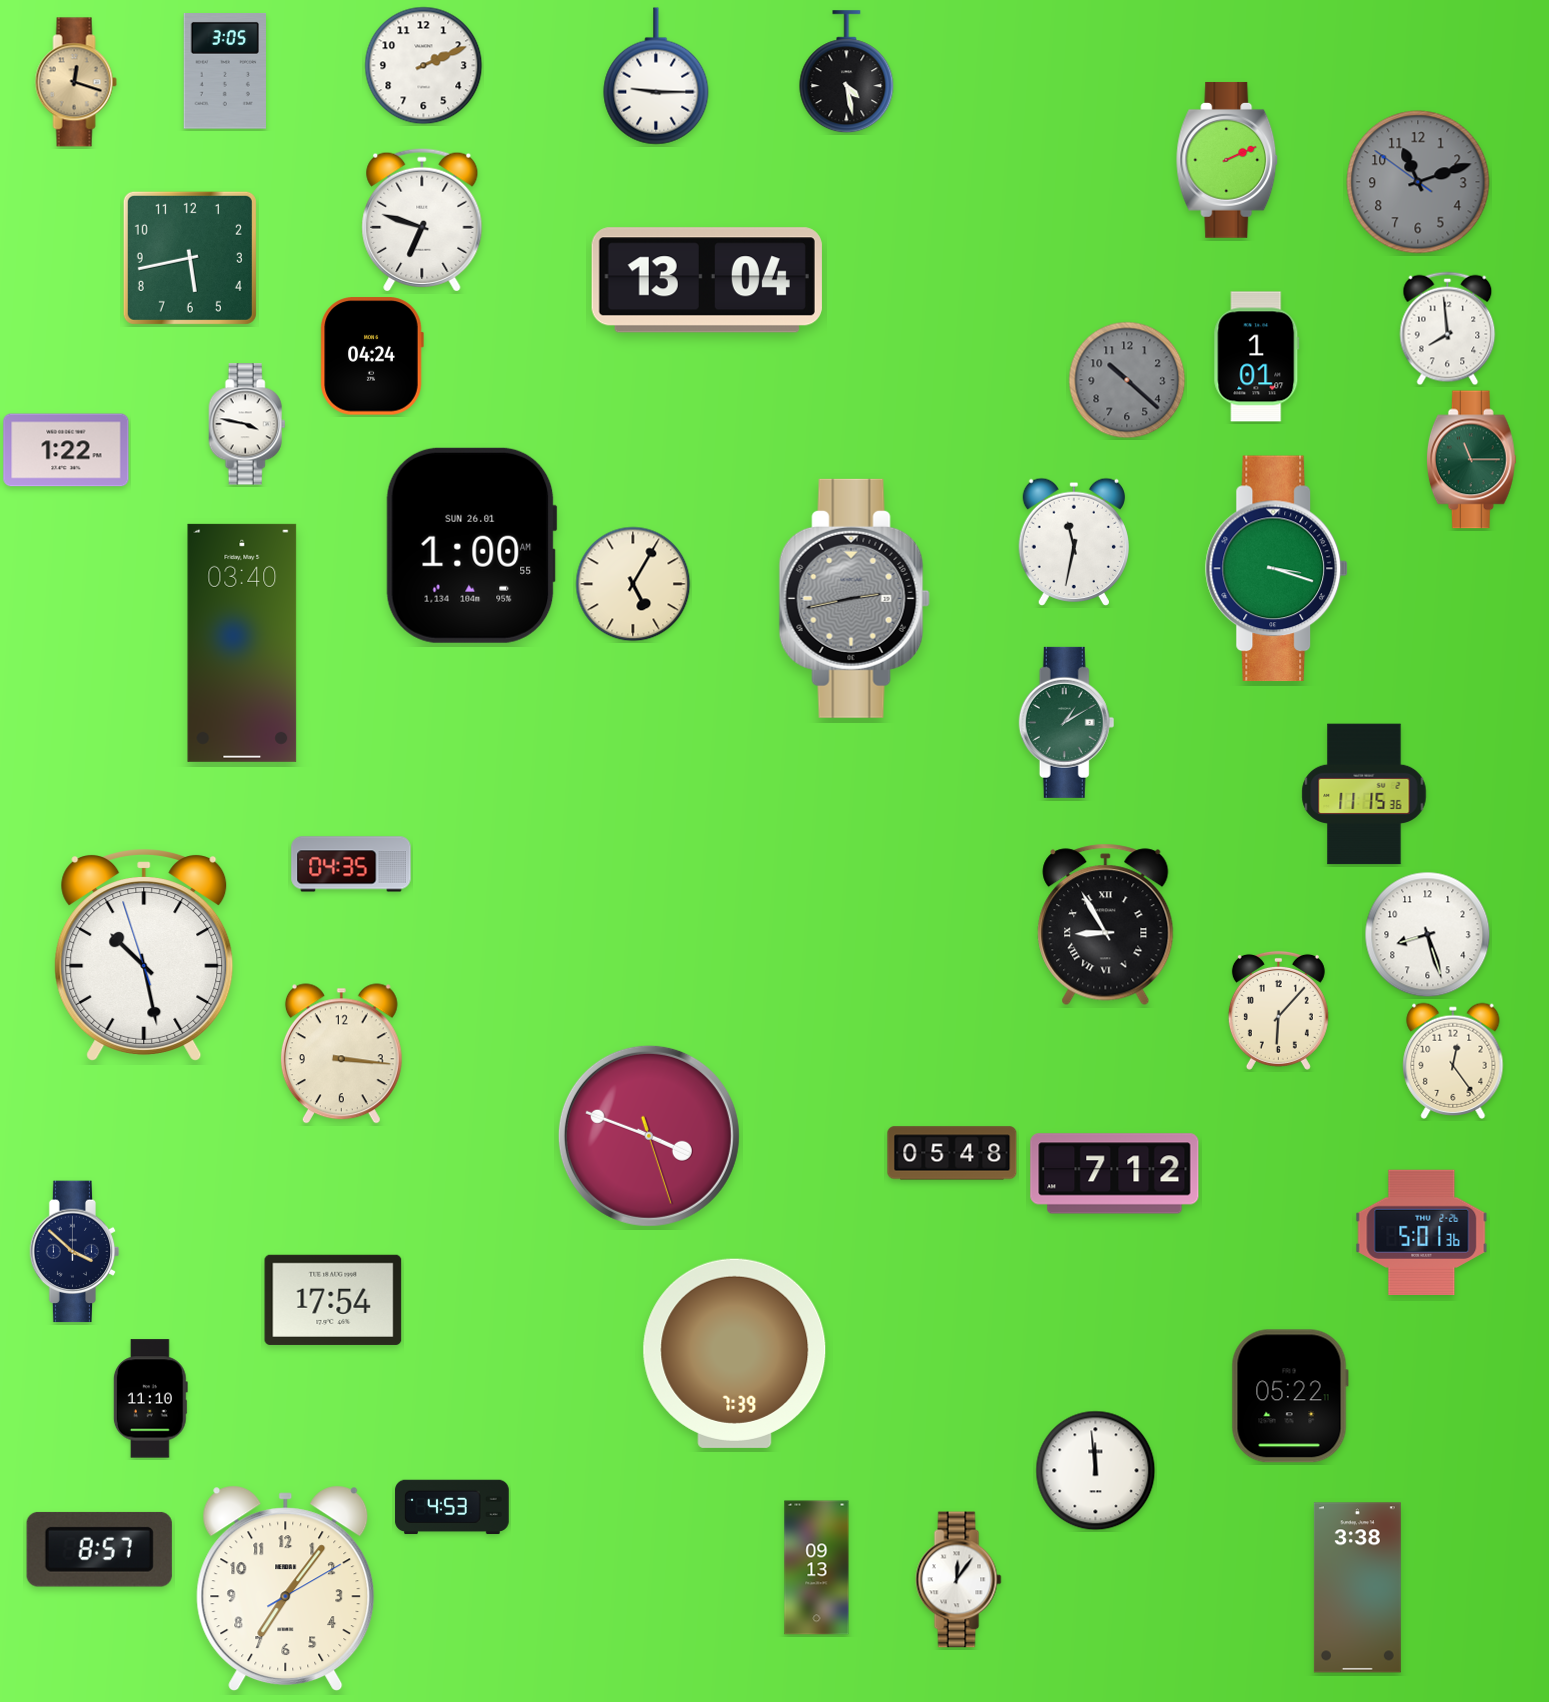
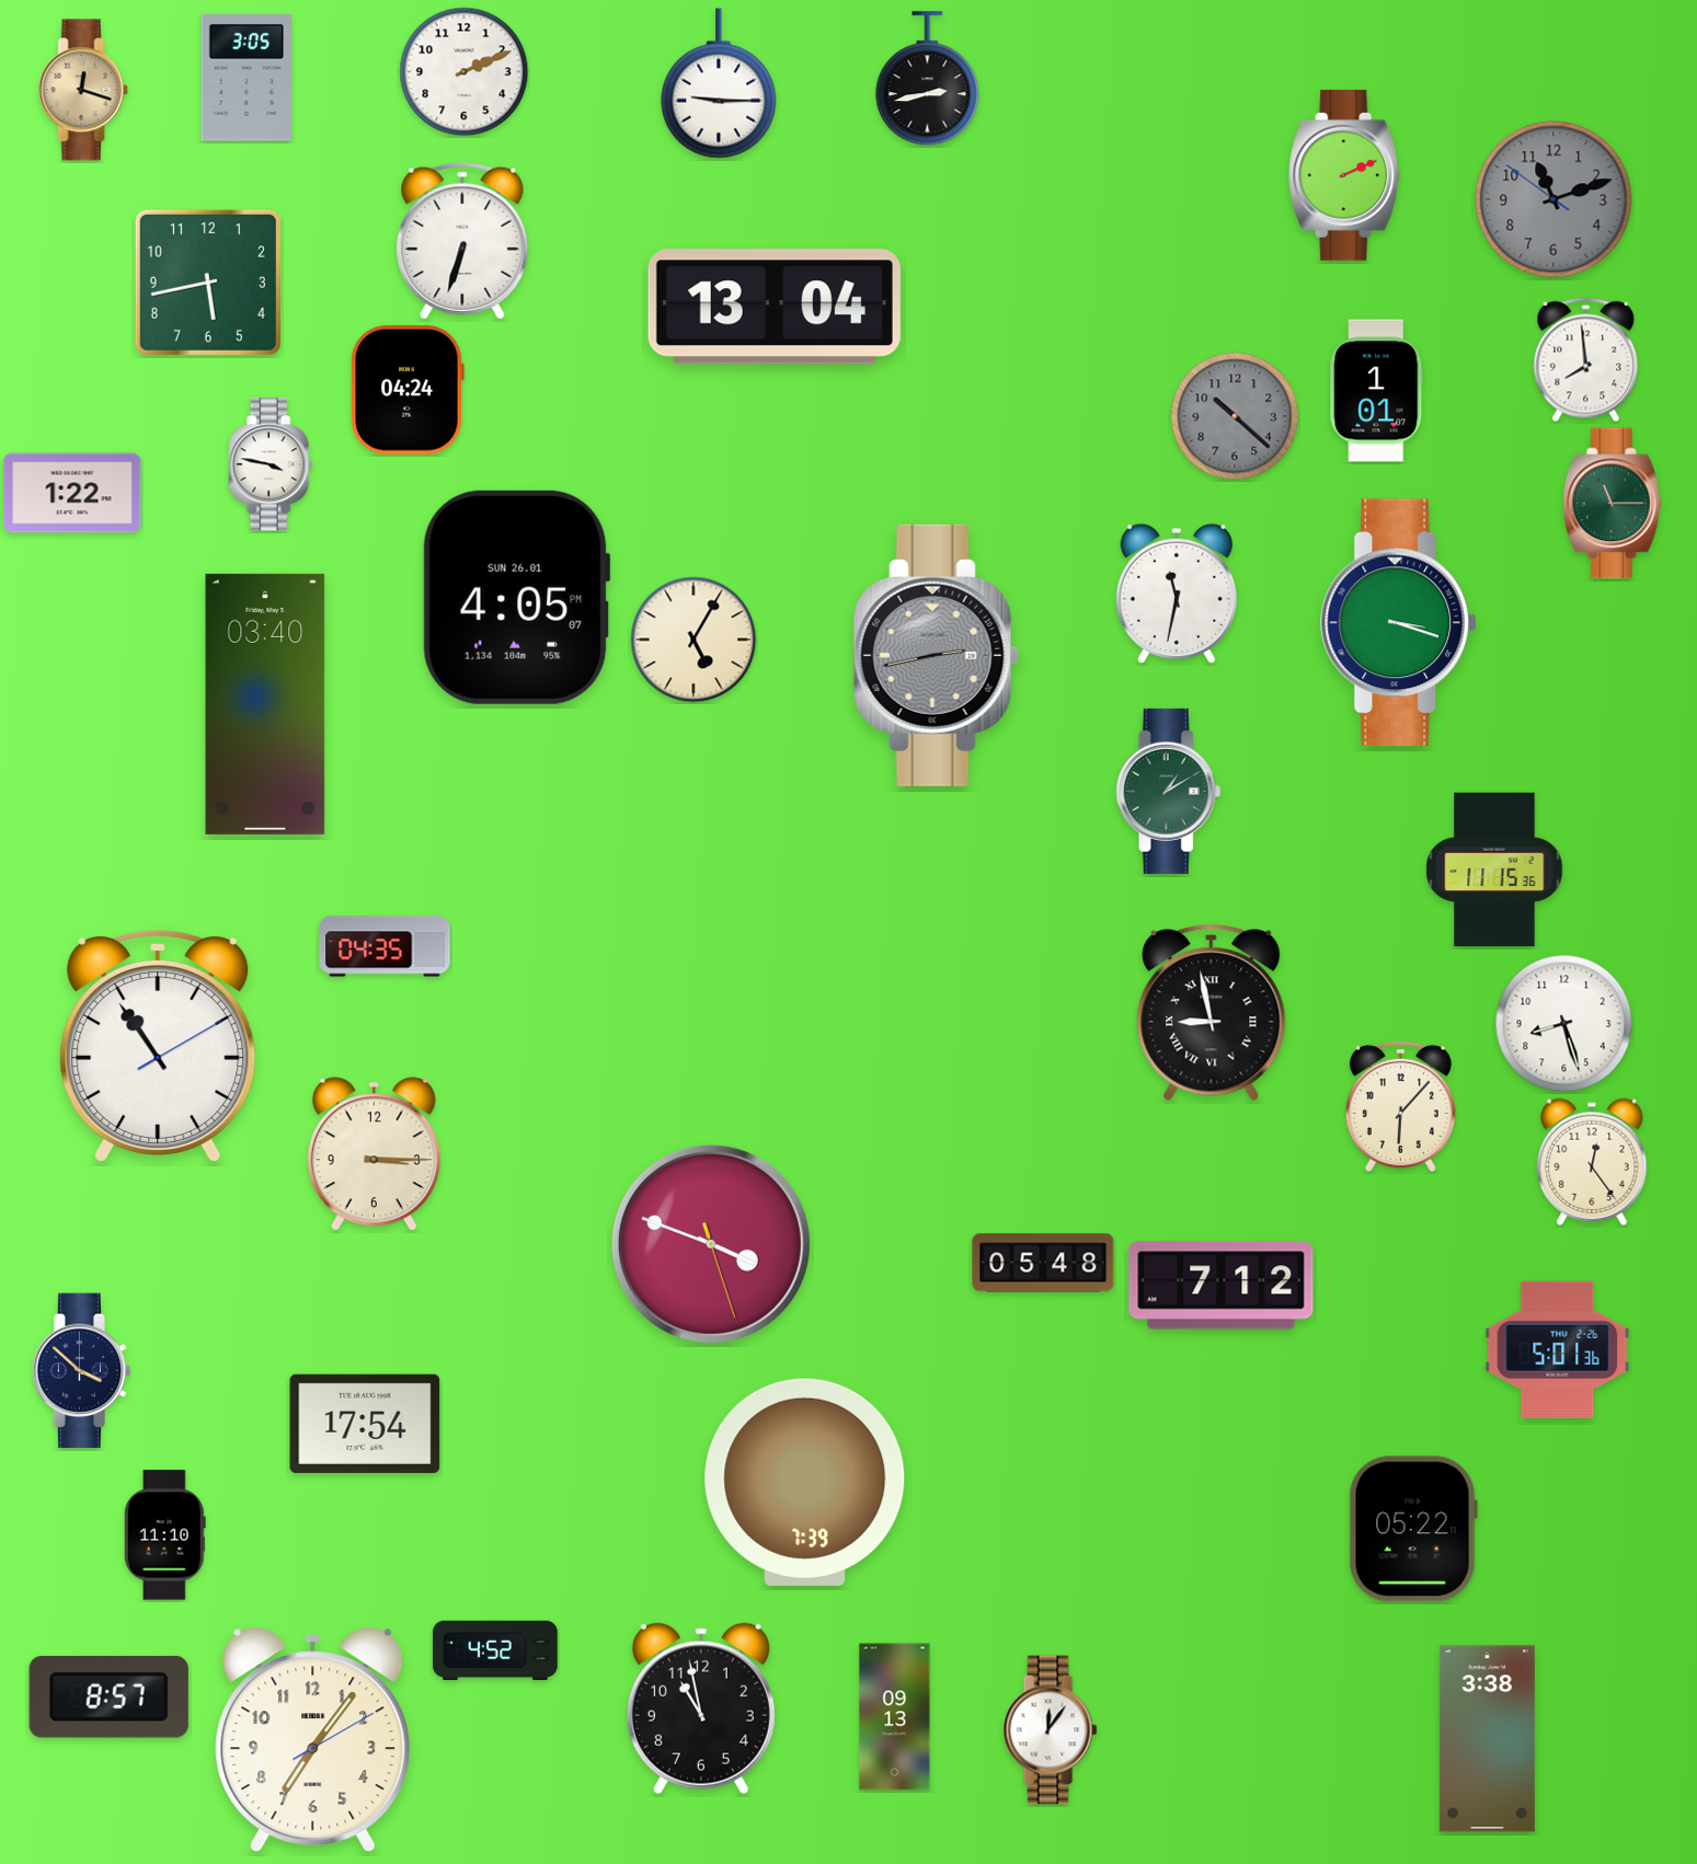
clock at (847, 72): 4:28 -> 2:43
clock at (422, 220): 6:48 -> 6:33
clock at (471, 545): 1:00 -> 4:05
clock at (1106, 925): 8:55 -> 8:58
clock at (144, 956): 10:27 -> 10:54
clock at (341, 1054): 3:16 -> 3:15
clock at (150, 1399) position: (150, 1399) -> (164, 1535)
clock at (1096, 1471): 11:59 -> none
clock at (452, 1507): 4:53 -> 4:52
clock at (701, 1708): none -> 10:58
